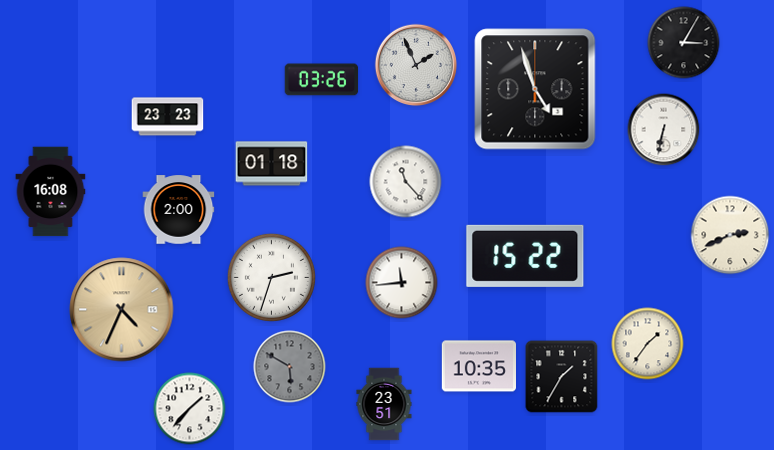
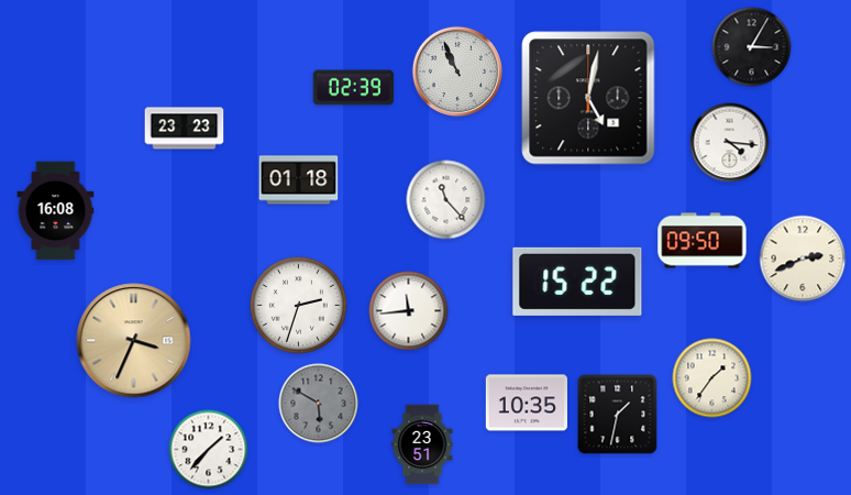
clock at (416, 65): 1:56 -> 10:56
clock at (322, 80): 03:26 -> 02:39
clock at (535, 89): 4:57 -> 5:02
clock at (664, 130): 6:32 -> 4:16
clock at (179, 210): 2:00 -> none
clock at (703, 241): none -> 09:50
clock at (402, 283) position: (402, 283) -> (409, 311)
clock at (122, 310): 4:34 -> 3:34
clock at (562, 377): 1:35 -> 1:32
